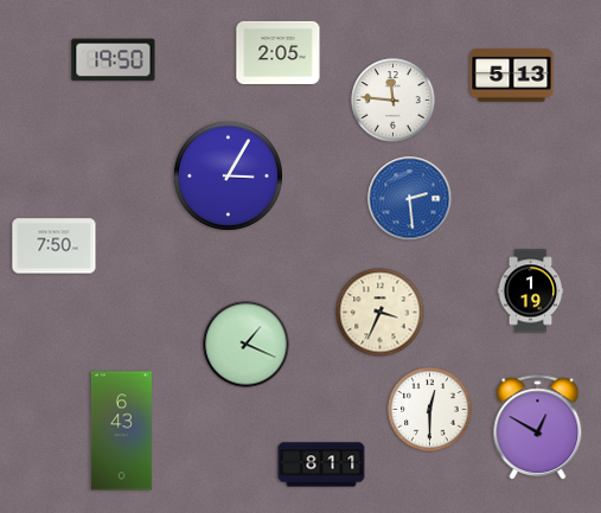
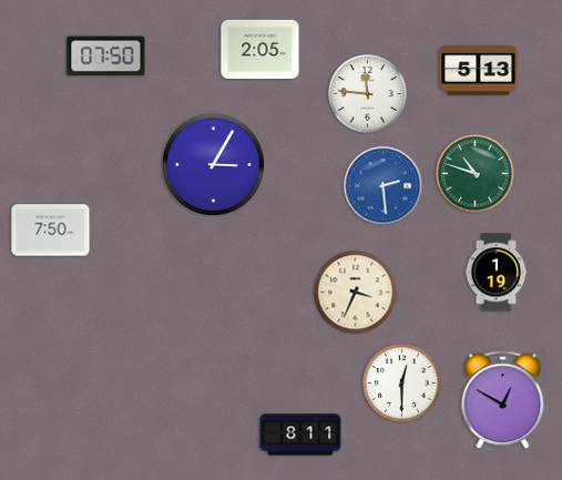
clock at (114, 60): 19:50 -> 07:50
clock at (476, 174): none -> 10:48
clock at (247, 345): 1:19 -> none
clock at (121, 431): 6:43 -> none
